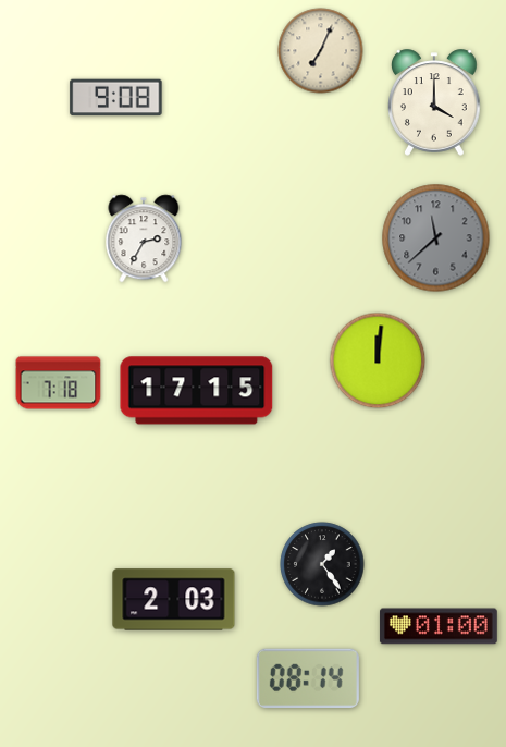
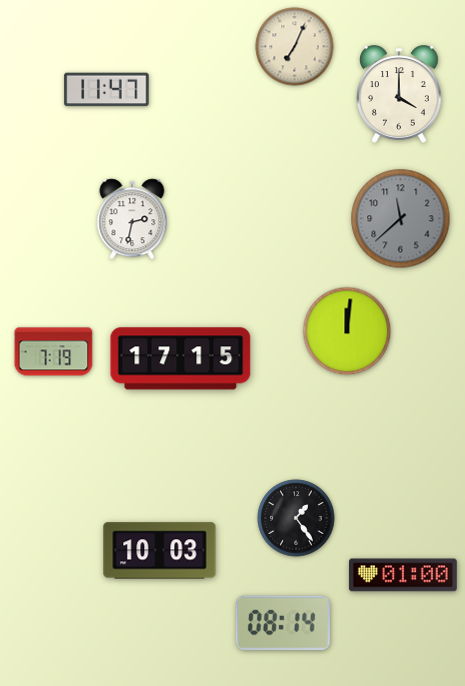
clock at (116, 98): 9:08 -> 11:47
clock at (144, 238): 2:35 -> 2:32
clock at (59, 383): 7:18 -> 7:19
clock at (174, 600): 2:03 -> 10:03
